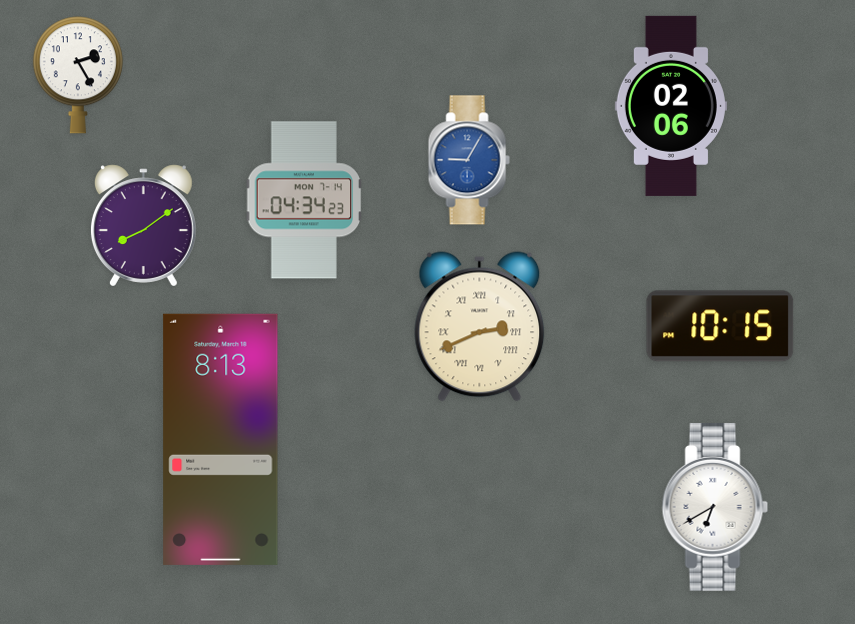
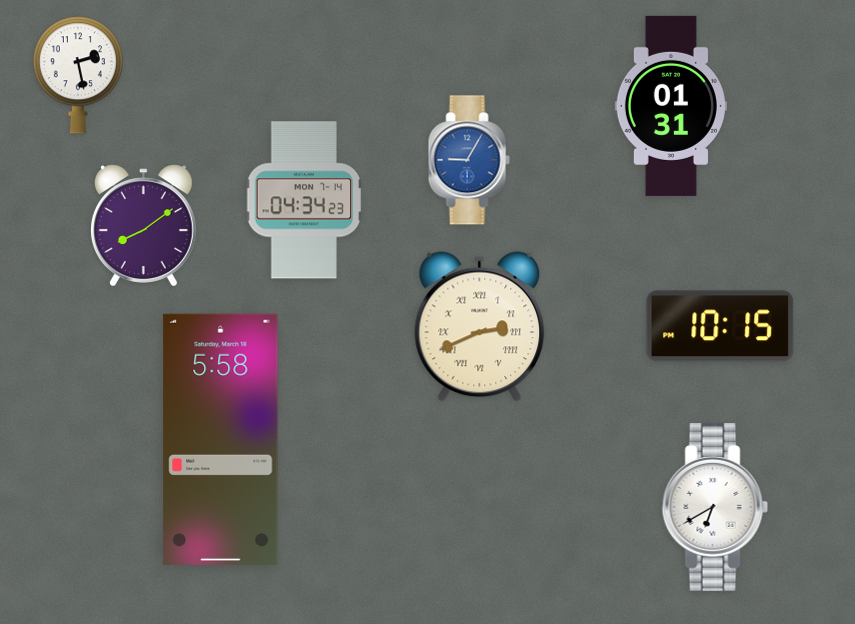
clock at (78, 75): 2:25 -> 2:28
clock at (671, 106): 02:06 -> 01:31
clock at (221, 439): 8:13 -> 5:58
